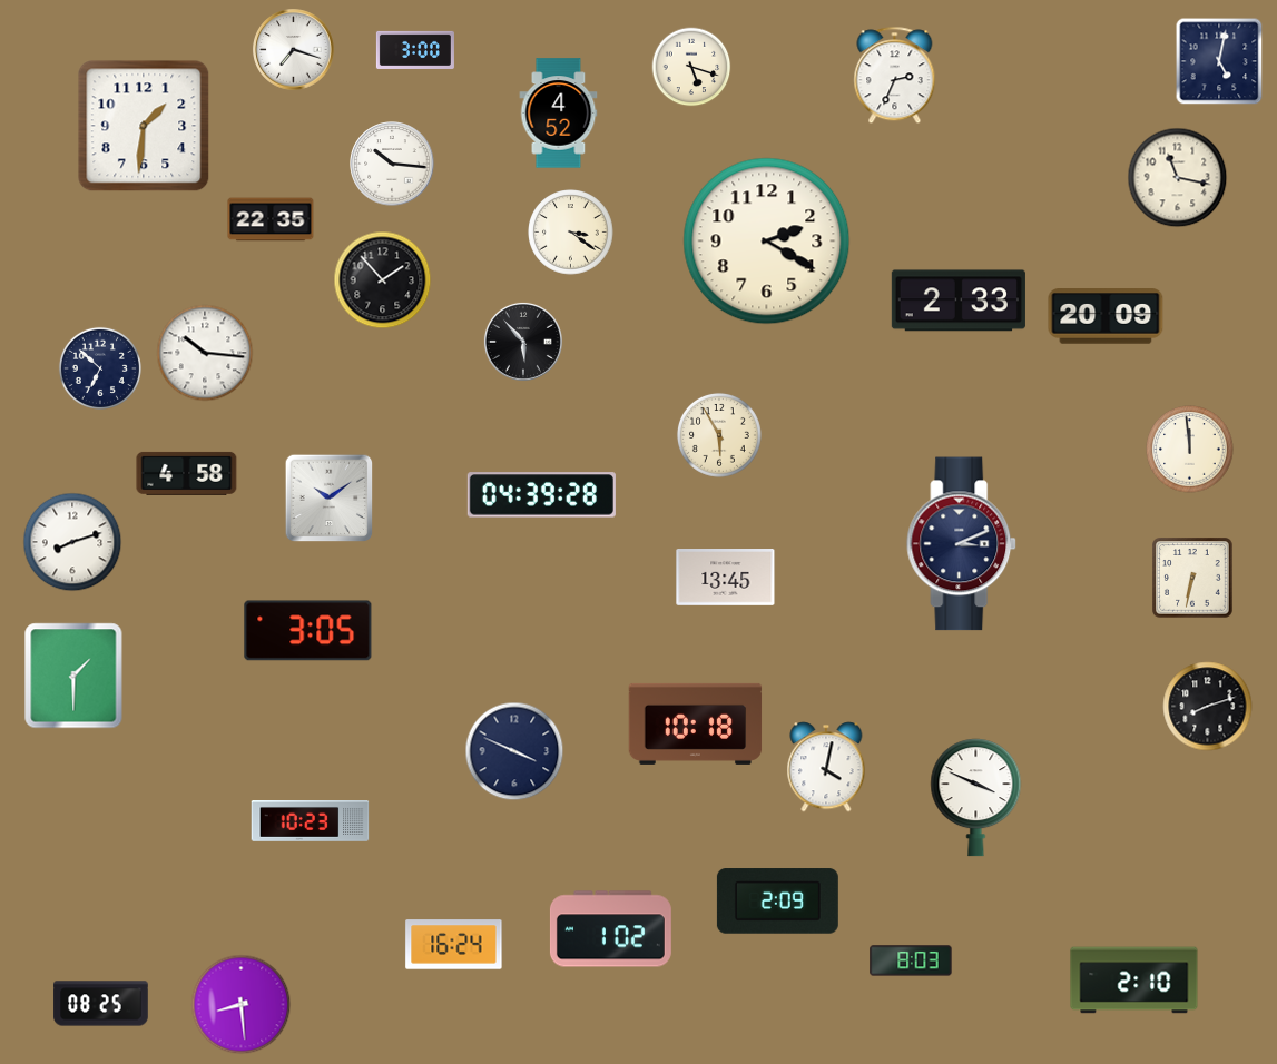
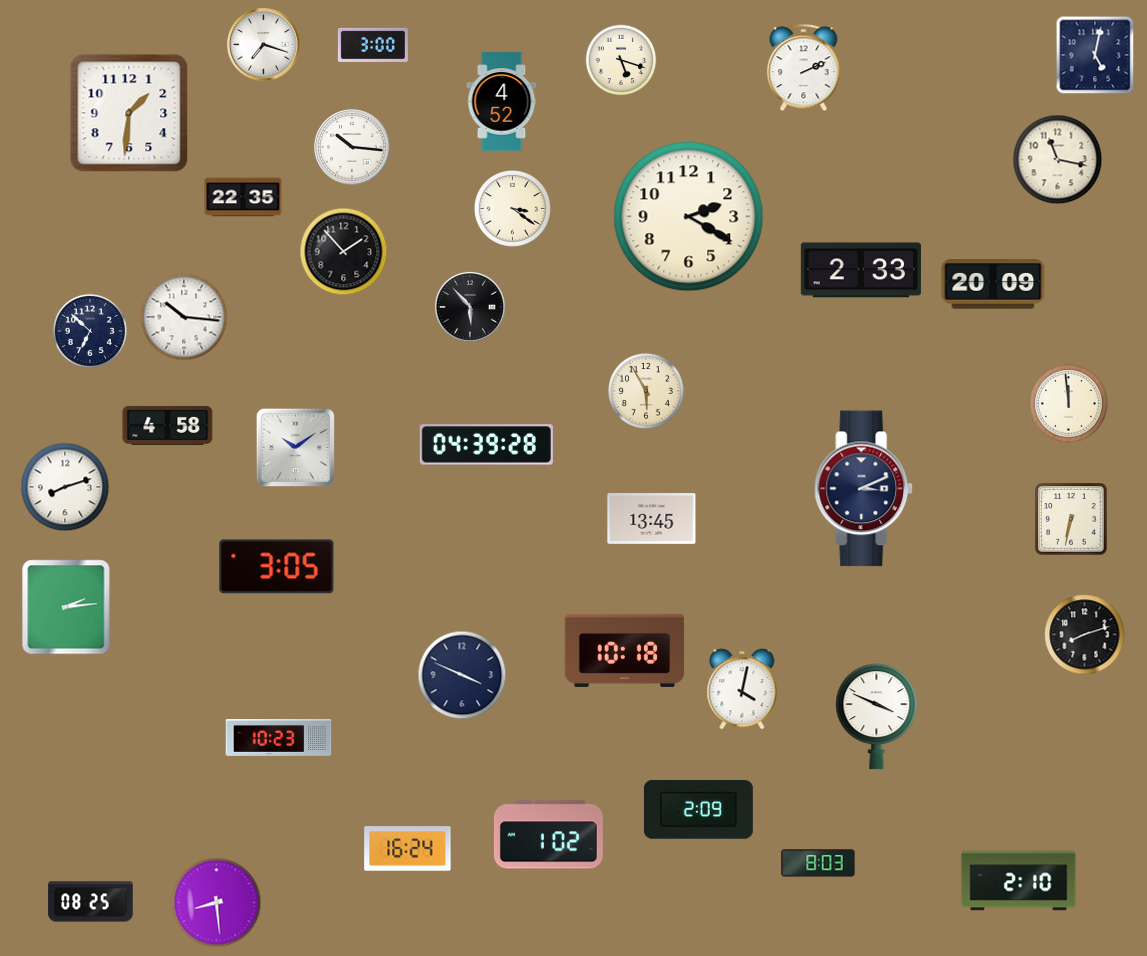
clock at (895, 76): 2:34 -> 2:11
clock at (73, 676): 1:30 -> 2:14
